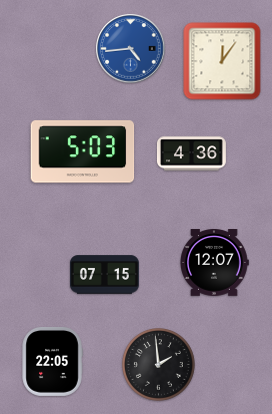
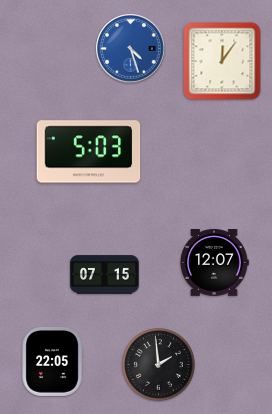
clock at (131, 49): 4:44 -> 4:27
clock at (83, 152) position: (83, 152) -> (89, 152)
clock at (192, 154): 4:36 -> none
